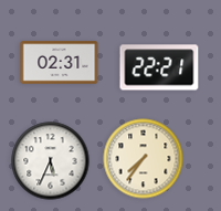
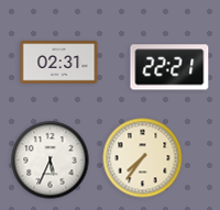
clock at (159, 67) position: (159, 67) -> (169, 67)
